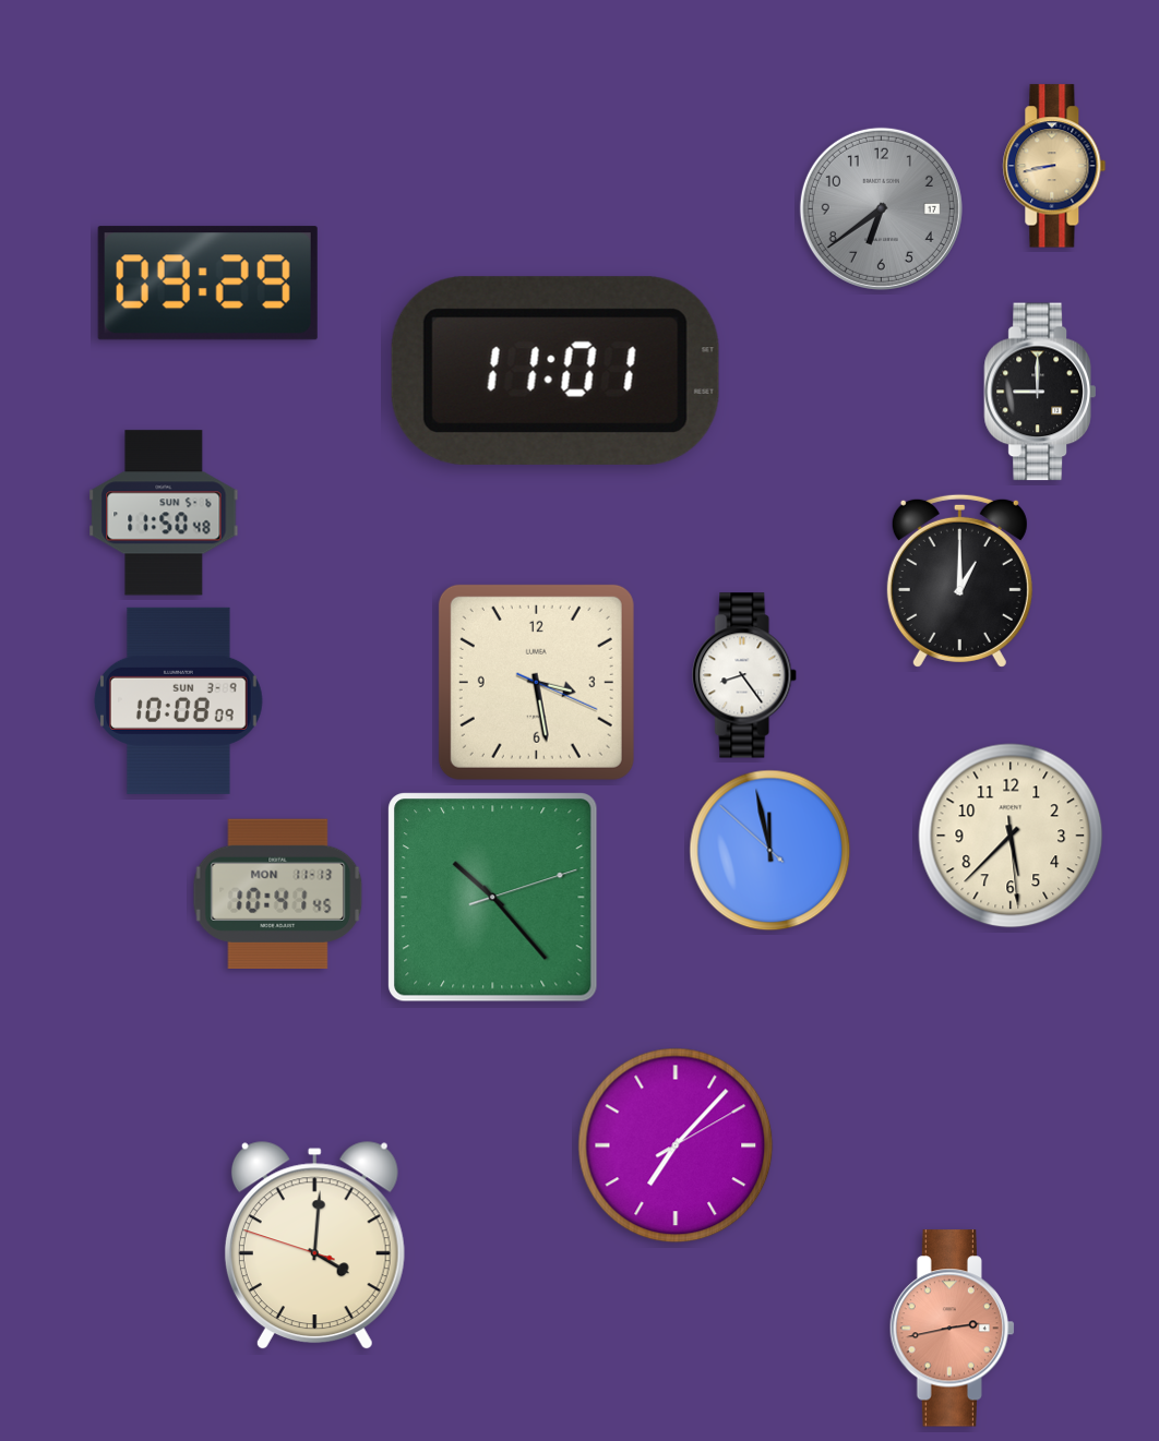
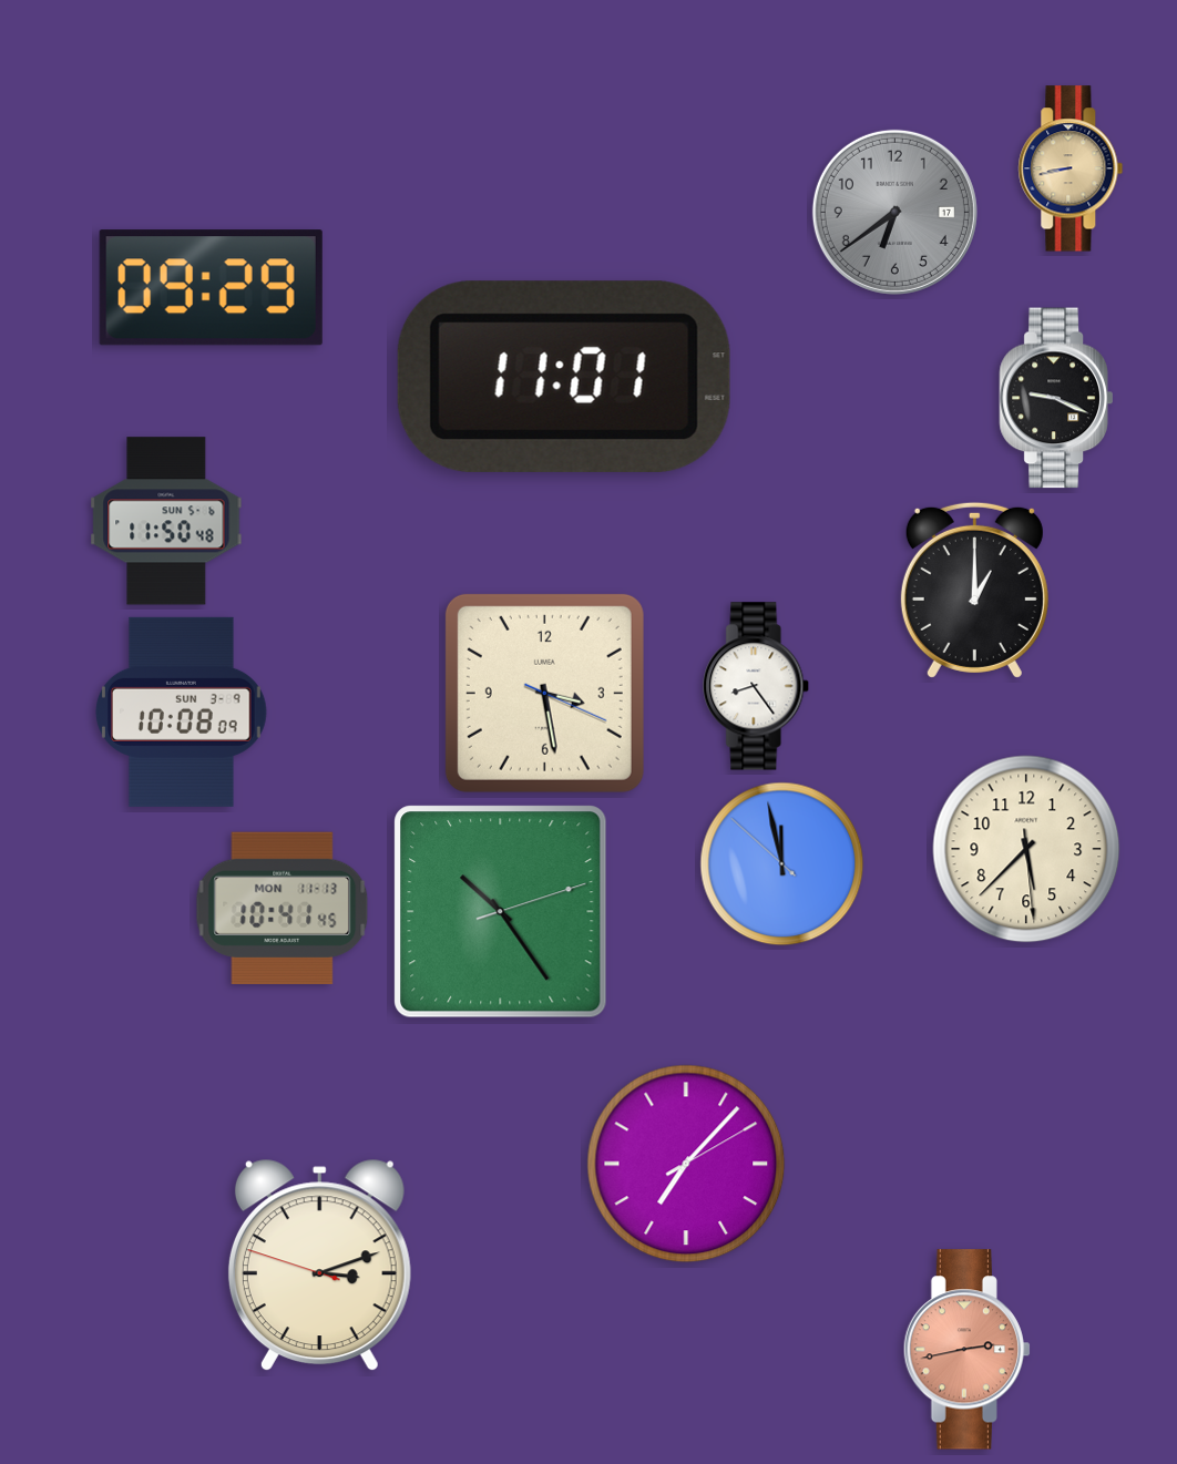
clock at (1040, 392): 9:00 -> 9:19
clock at (493, 898): 10:23 -> 10:24
clock at (314, 1246): 4:00 -> 3:11
